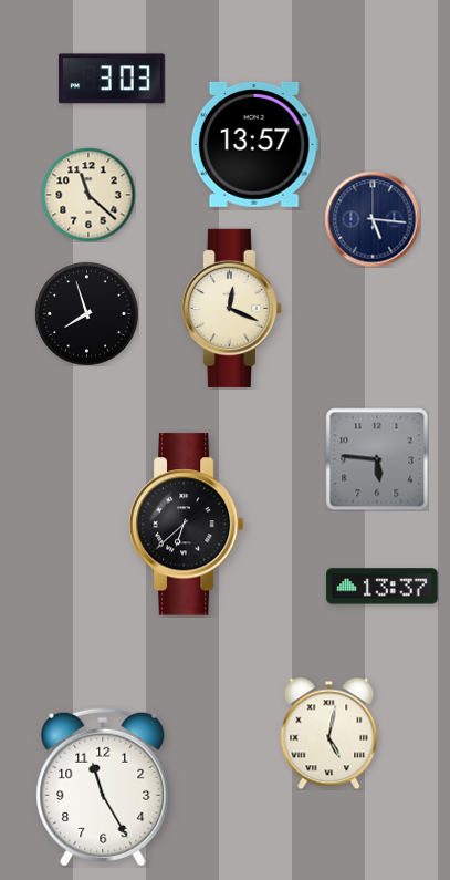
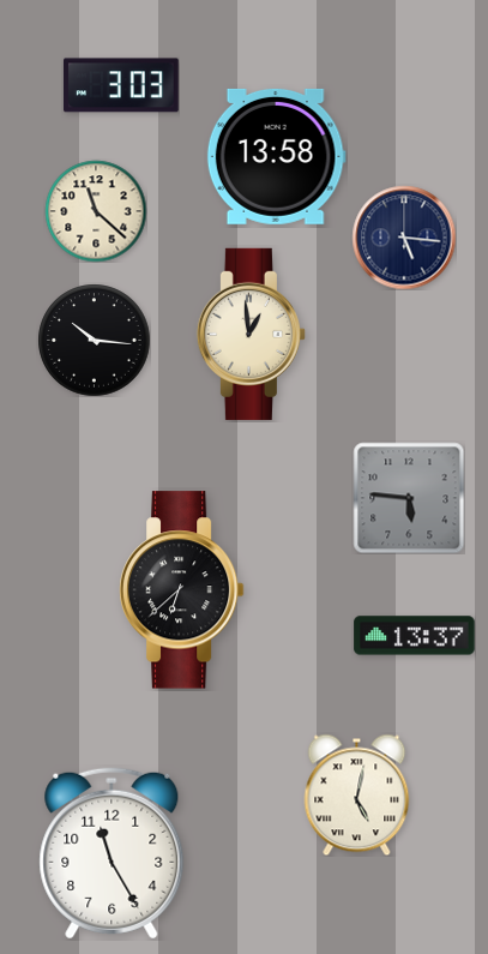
clock at (254, 144): 13:57 -> 13:58
clock at (231, 308): 12:19 -> 12:59
clock at (86, 313): 7:57 -> 10:16
clock at (186, 525) position: (186, 525) -> (181, 590)
